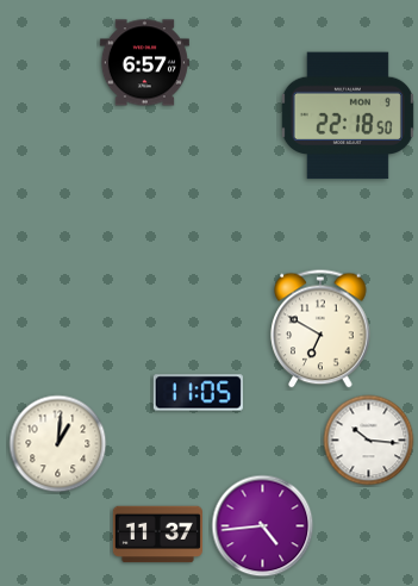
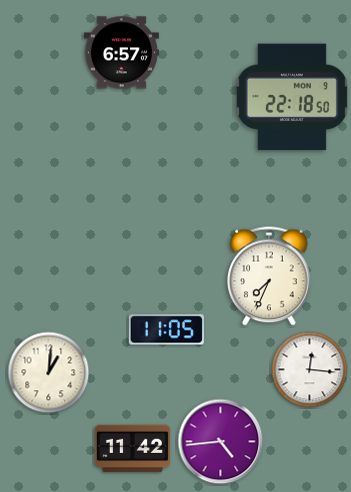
clock at (320, 329): 6:50 -> 7:34
clock at (369, 441): 10:16 -> 12:16
clock at (157, 535): 11:37 -> 11:42
